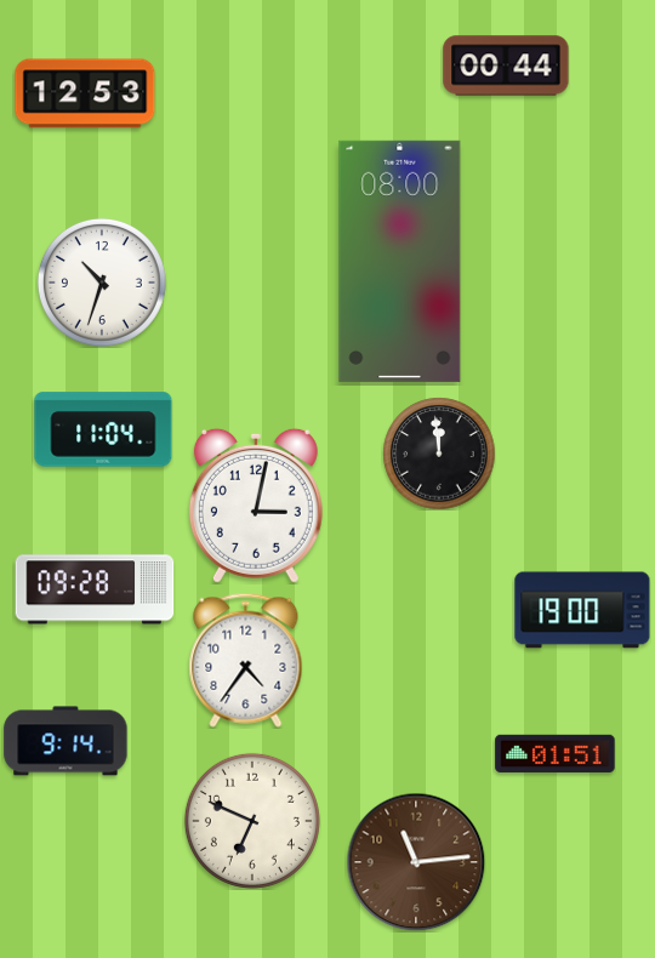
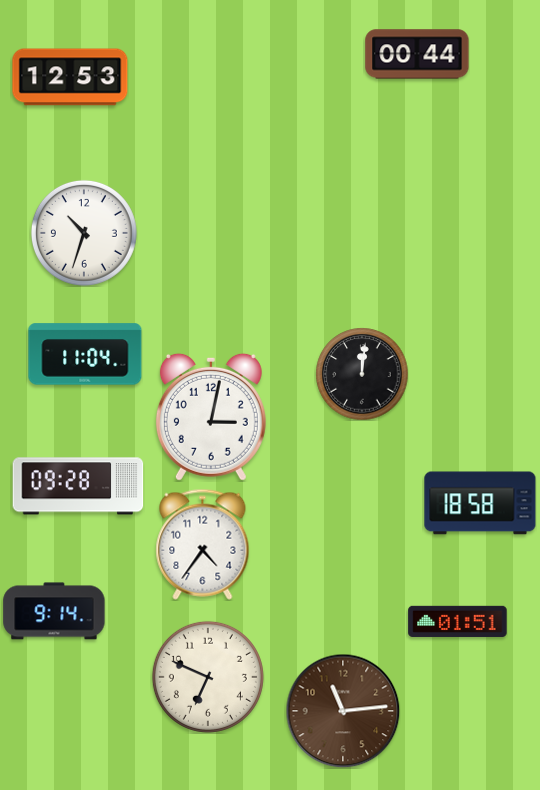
clock at (400, 261): 08:00 -> none
clock at (439, 454): 11:59 -> 12:01
clock at (582, 610): 19:00 -> 18:58
